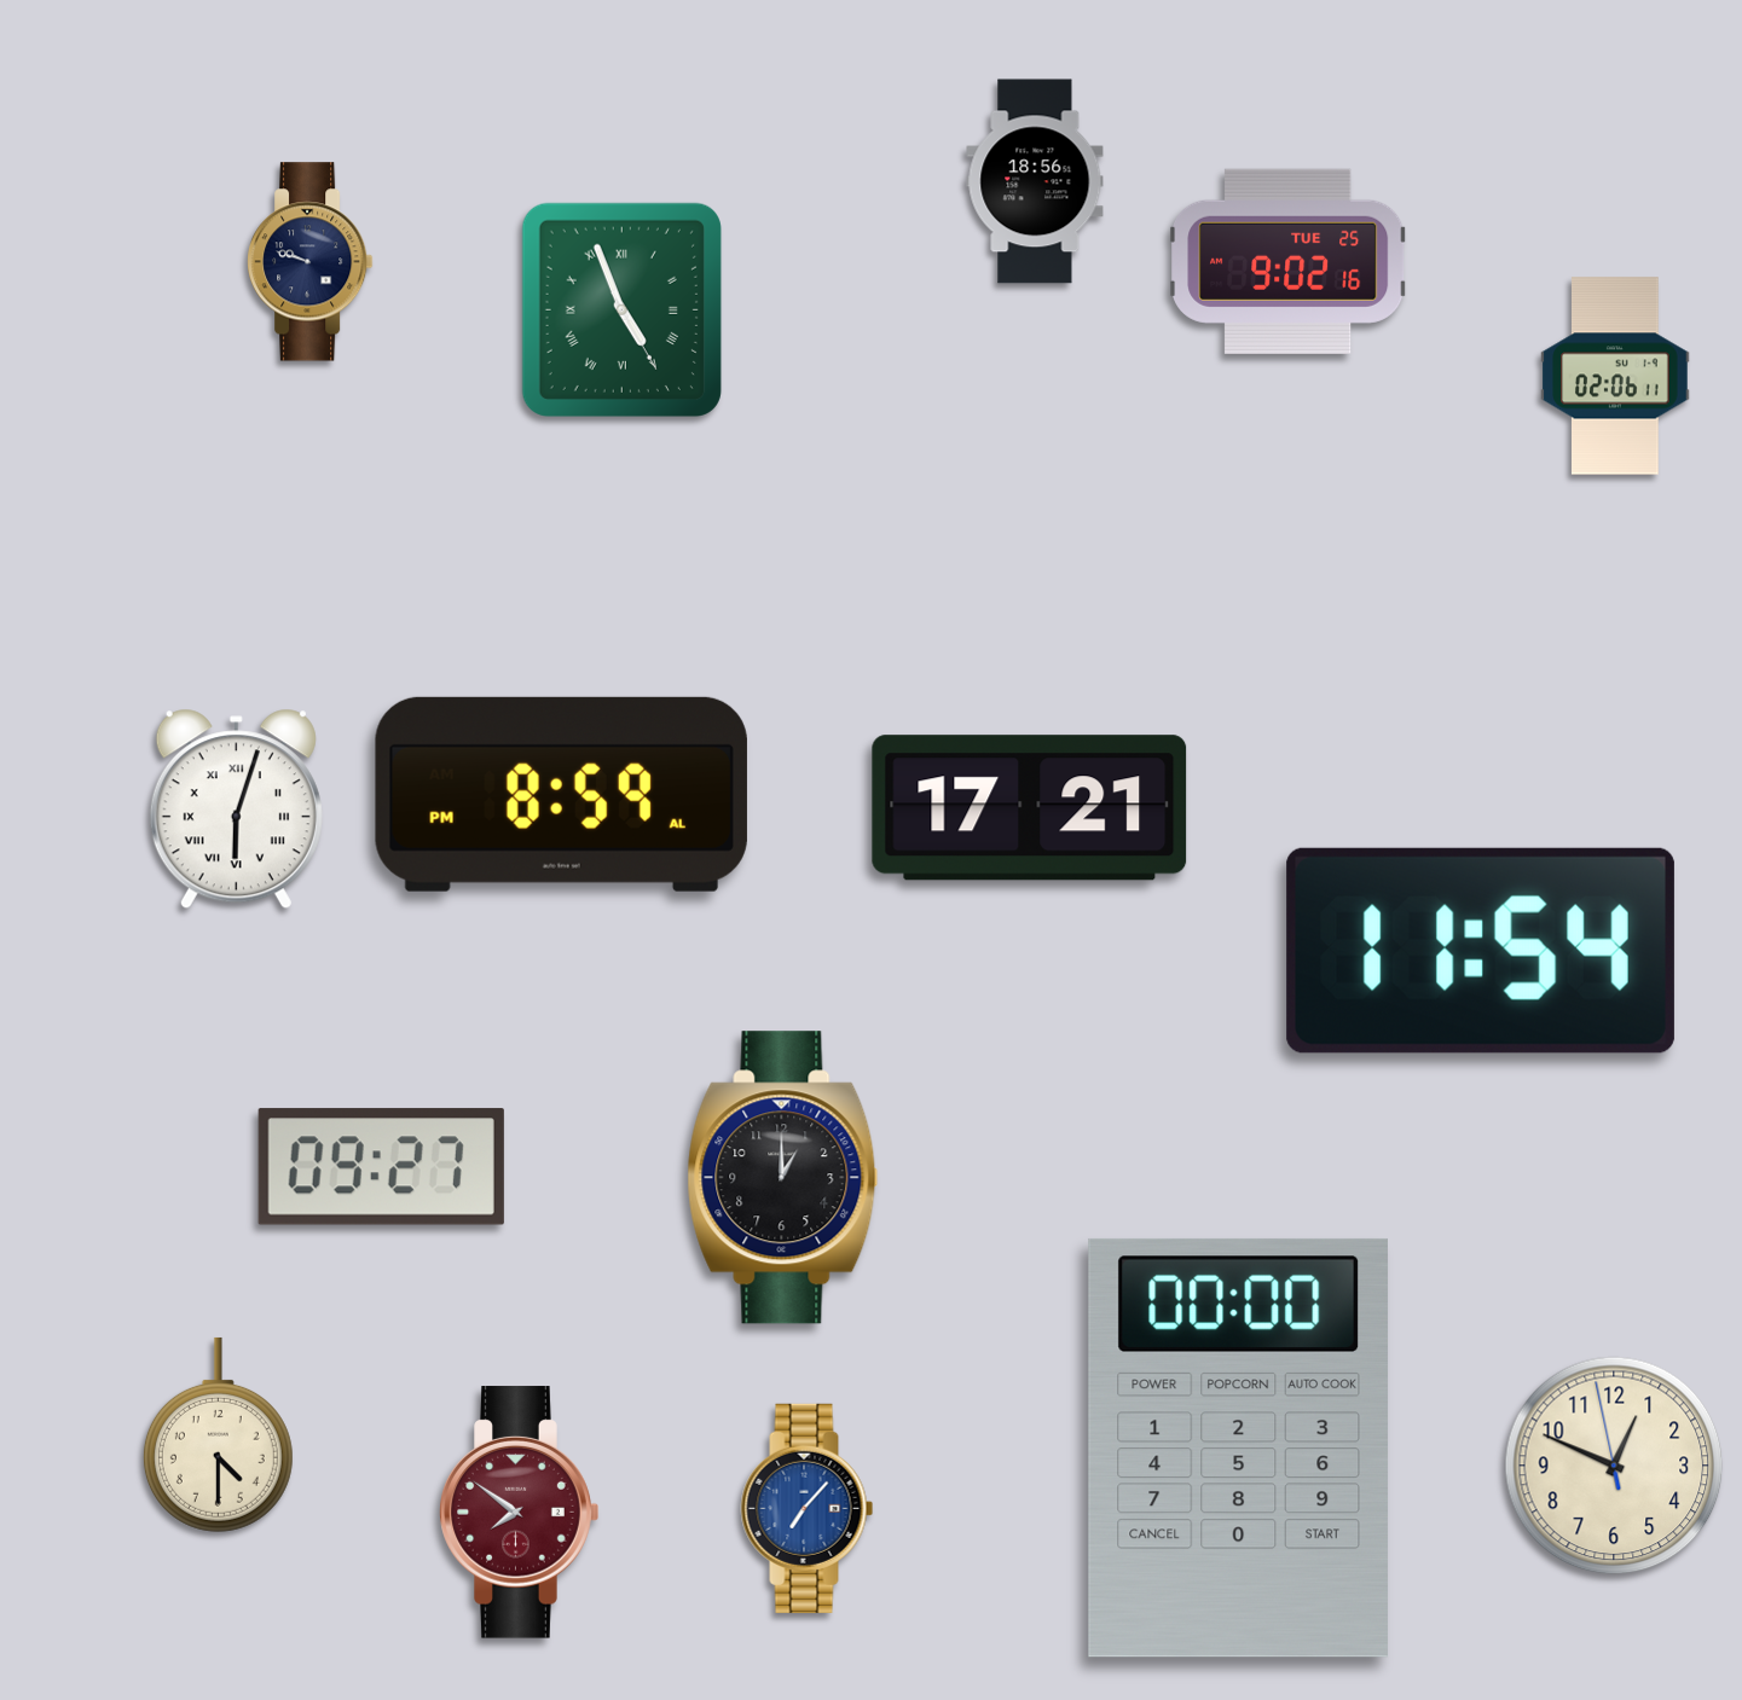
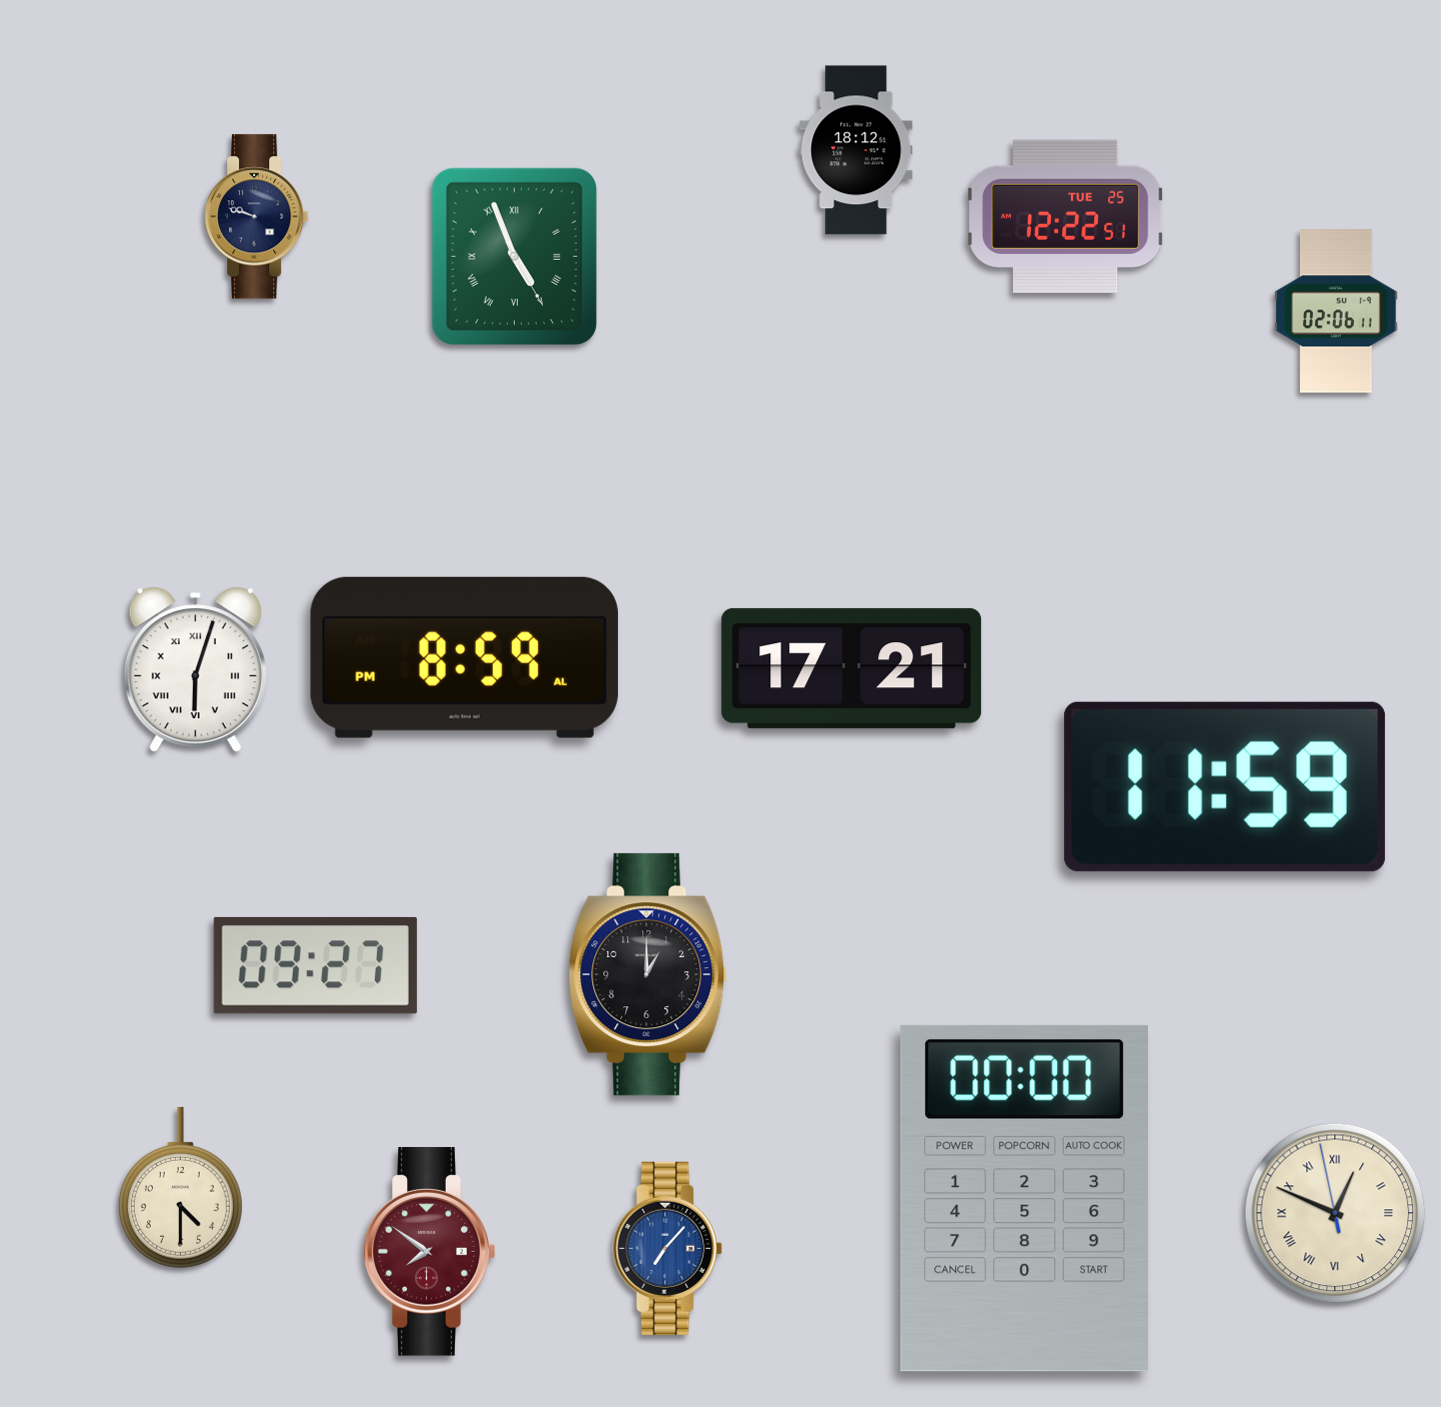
clock at (1035, 181): 18:56 -> 18:12
clock at (1289, 261): 9:02 -> 12:22
clock at (1481, 951): 11:54 -> 11:59
clock at (1614, 1466) numerals: Arabic -> Roman
